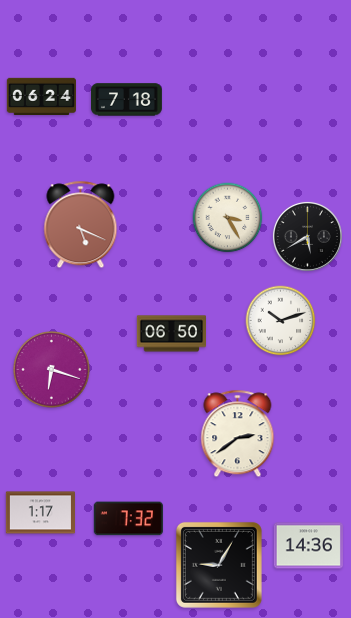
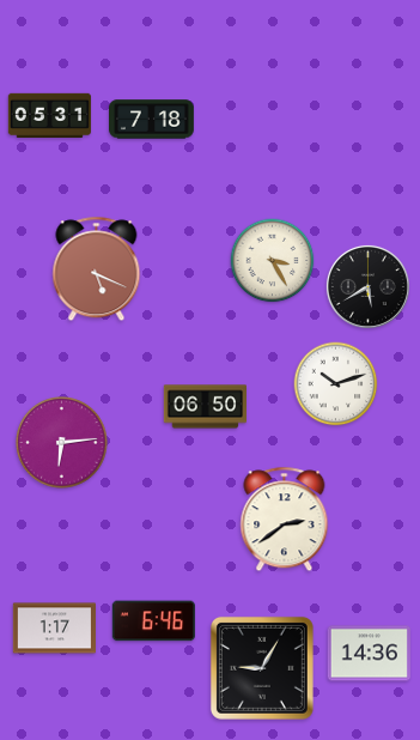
clock at (41, 96): 06:24 -> 05:31
clock at (307, 236) position: (307, 236) -> (367, 286)
clock at (171, 334) position: (171, 334) -> (205, 407)
clock at (52, 370): 6:18 -> 6:14
clock at (40, 513) position: (40, 513) -> (54, 629)
clock at (128, 519): 7:32 -> 6:46
clock at (219, 565) position: (219, 565) -> (262, 668)
